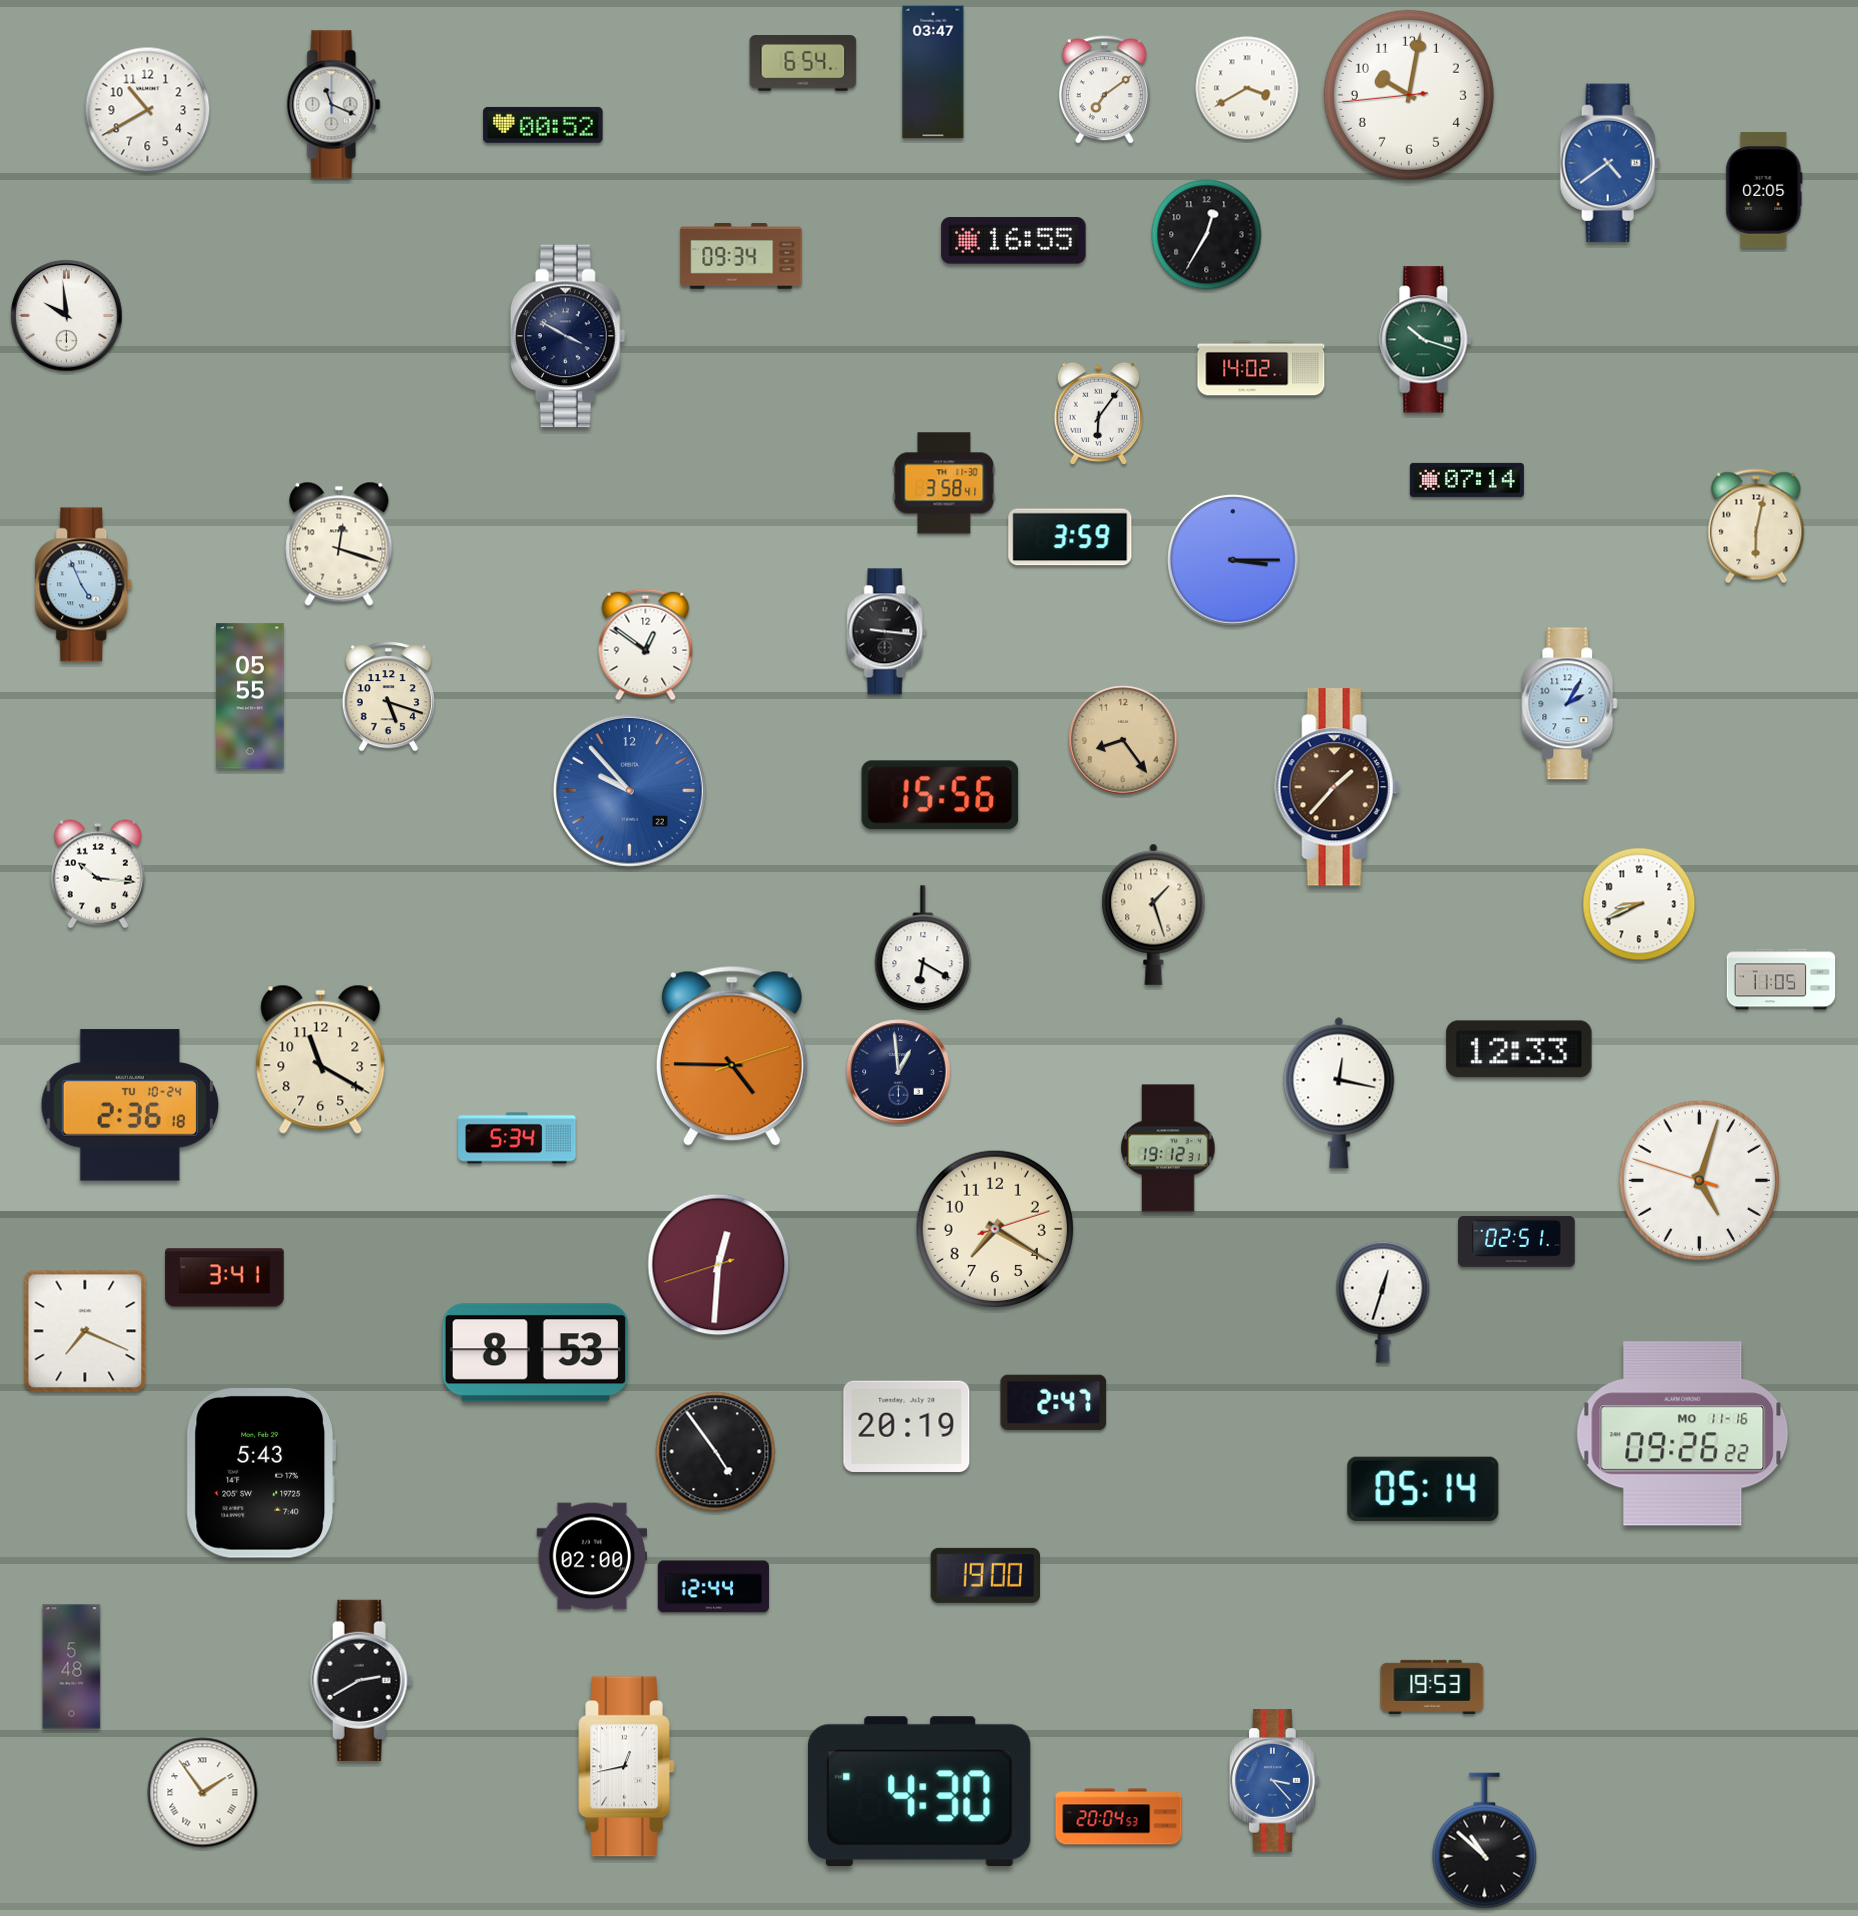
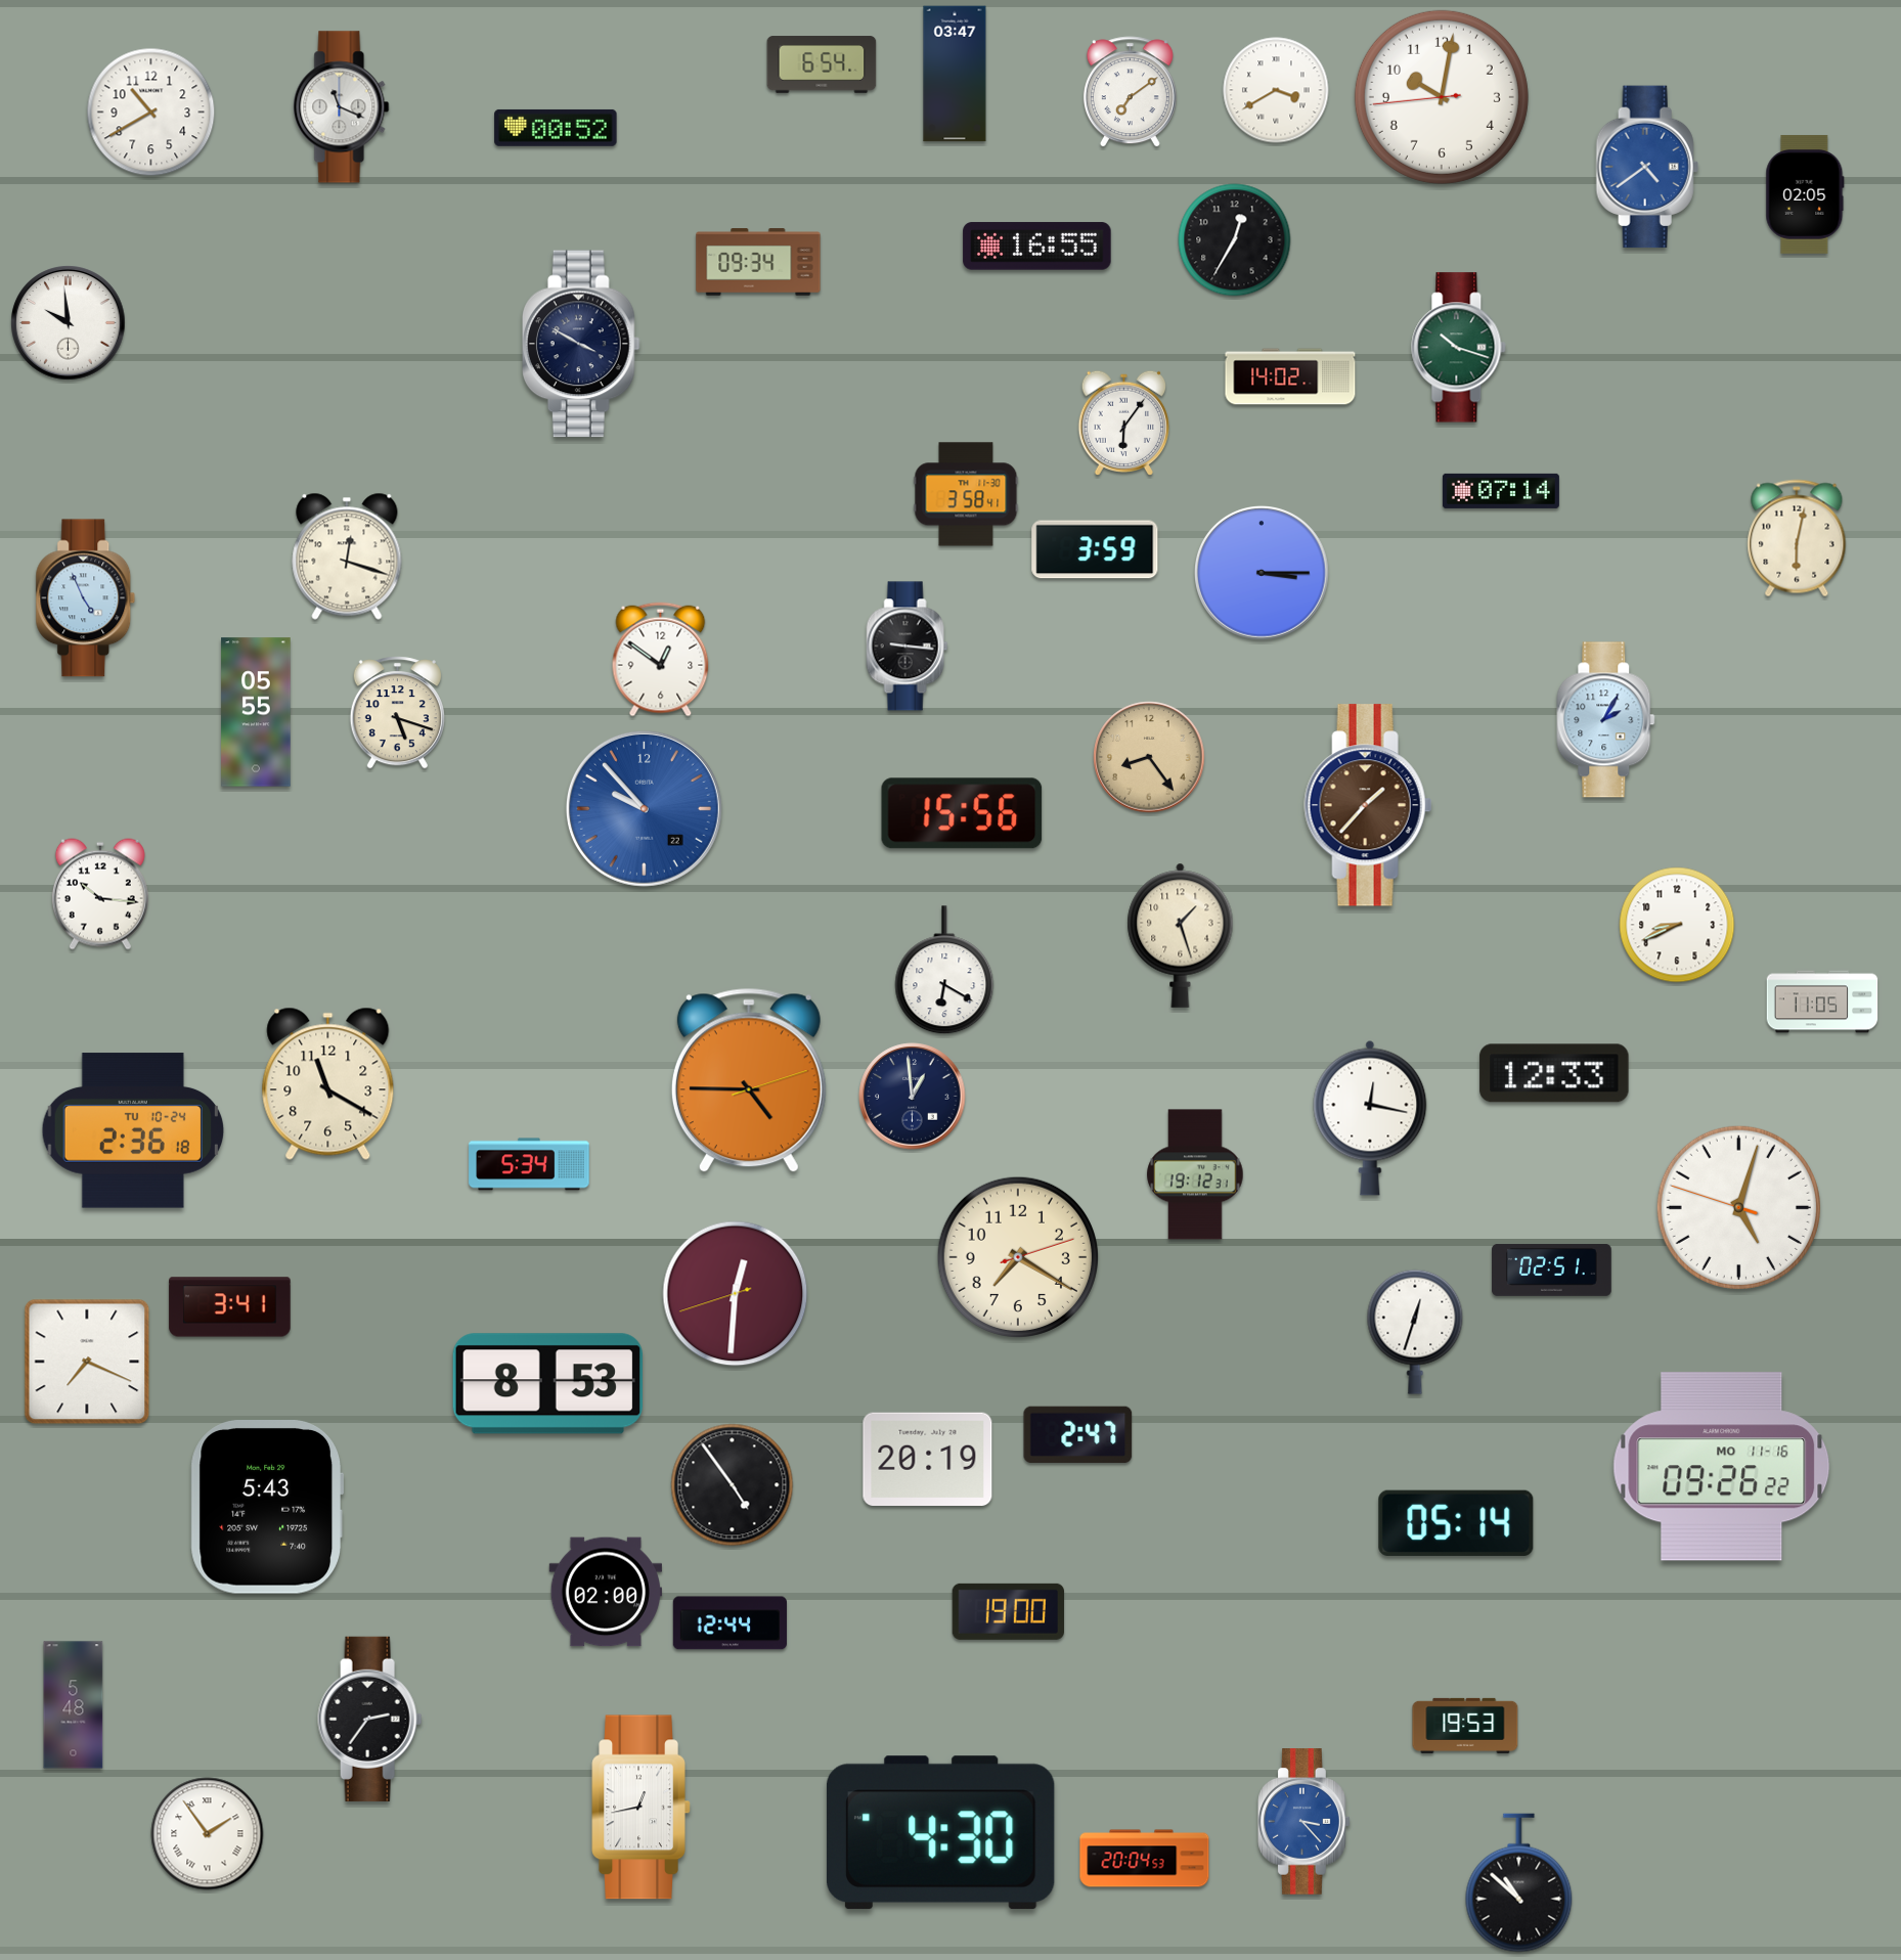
clock at (899, 1072) position: (899, 1072) -> (913, 1097)
clock at (362, 1680): 2:40 -> 2:36
